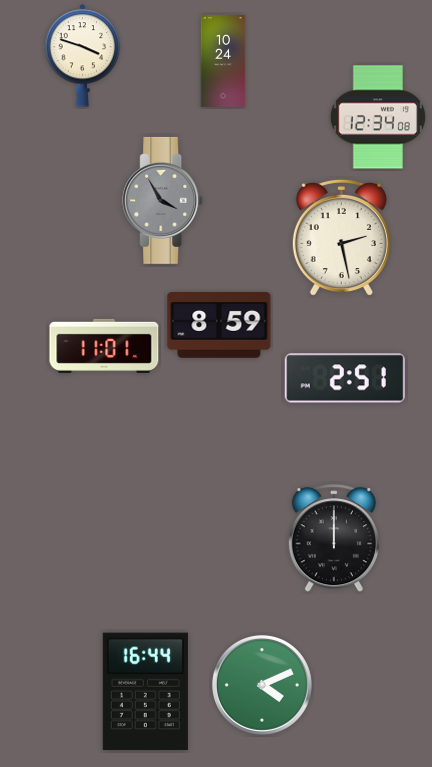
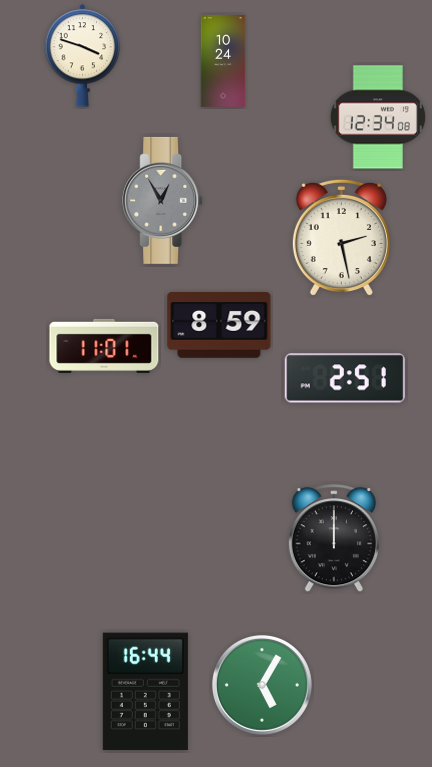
clock at (163, 200): 3:55 -> 12:55
clock at (262, 685): 4:11 -> 5:05
